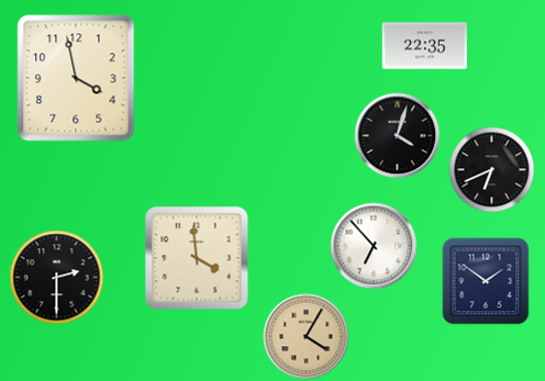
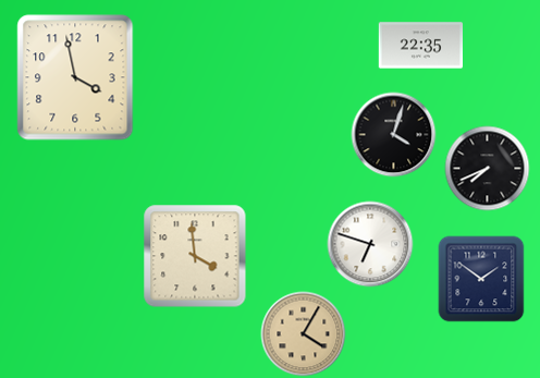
clock at (491, 169): 6:41 -> 7:41
clock at (374, 246): 6:53 -> 6:48
clock at (56, 277): 2:30 -> none
